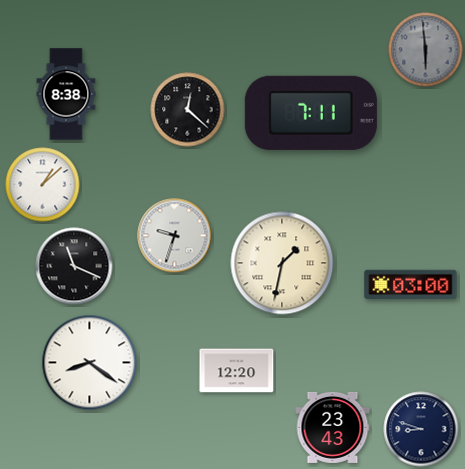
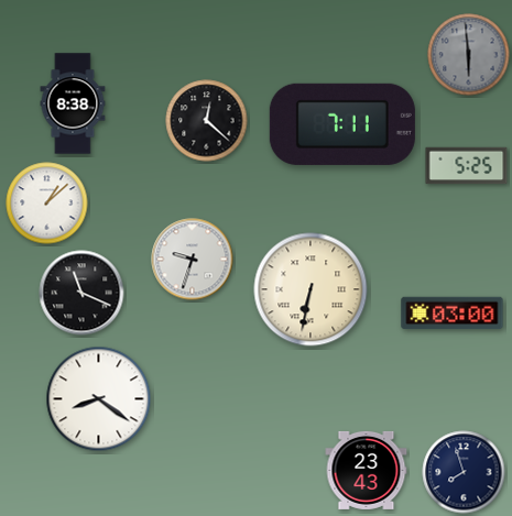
clock at (467, 166): none -> 5:25
clock at (282, 263): 1:32 -> 6:32
clock at (237, 371): 12:20 -> none
clock at (421, 429): 8:48 -> 7:57
